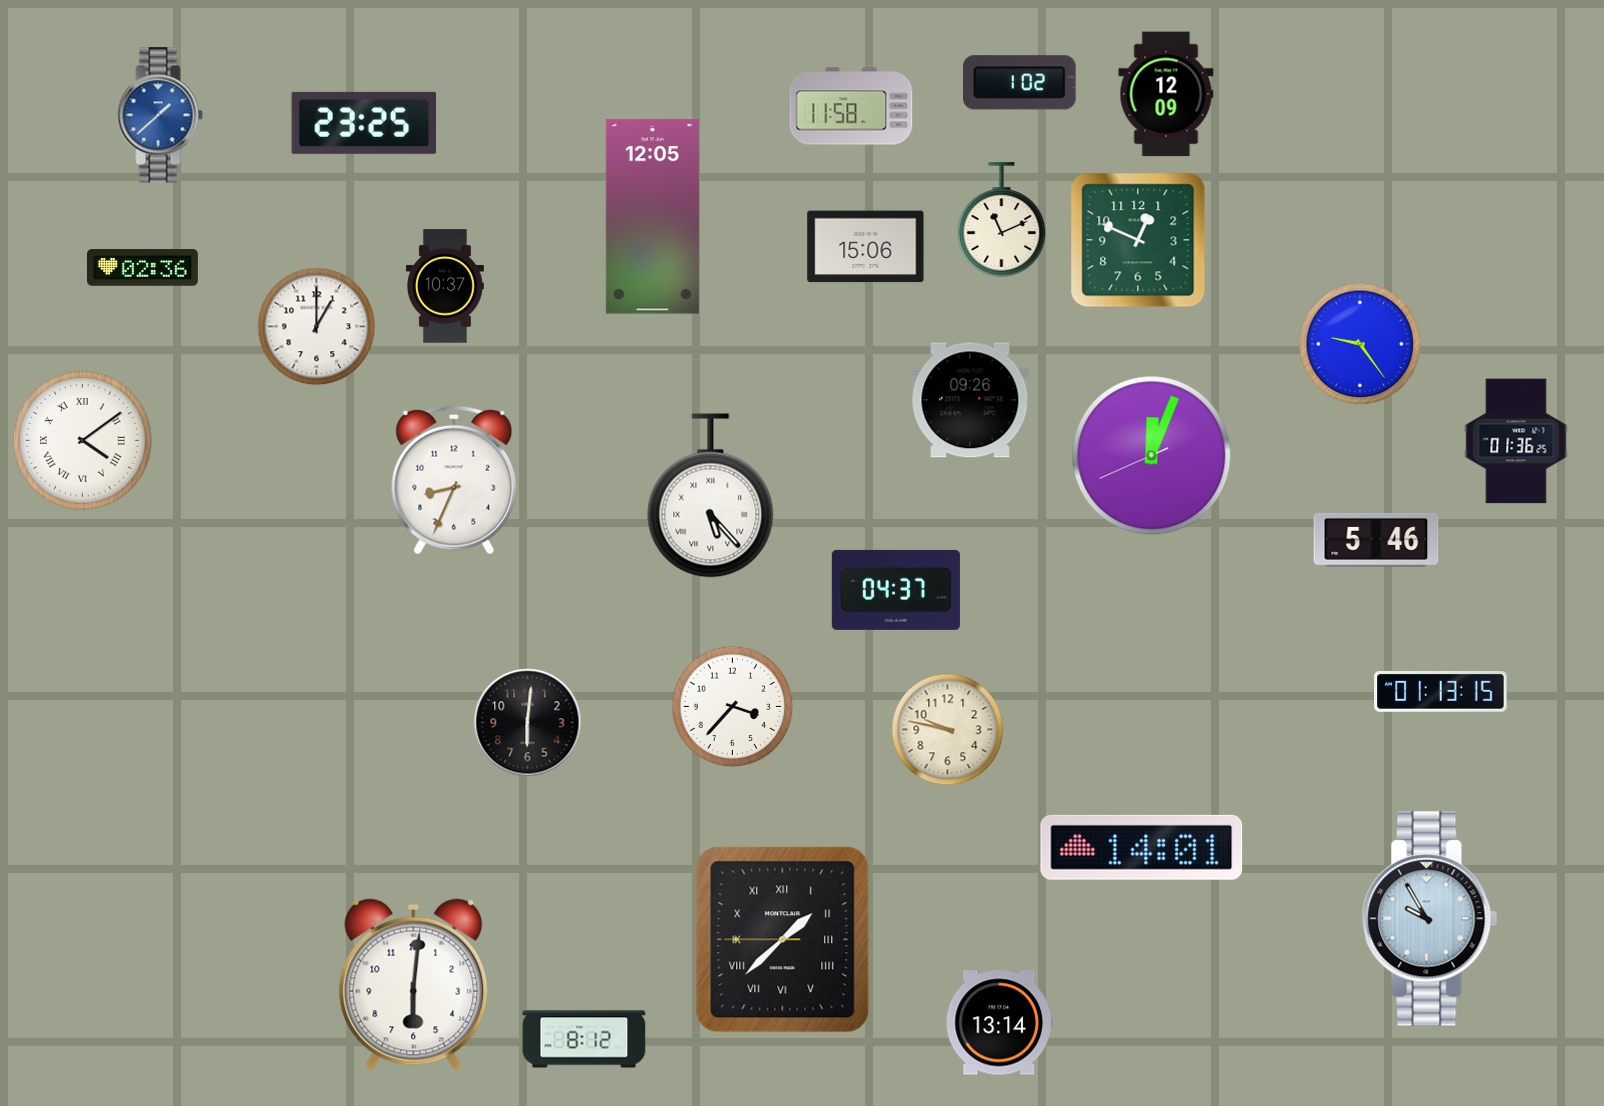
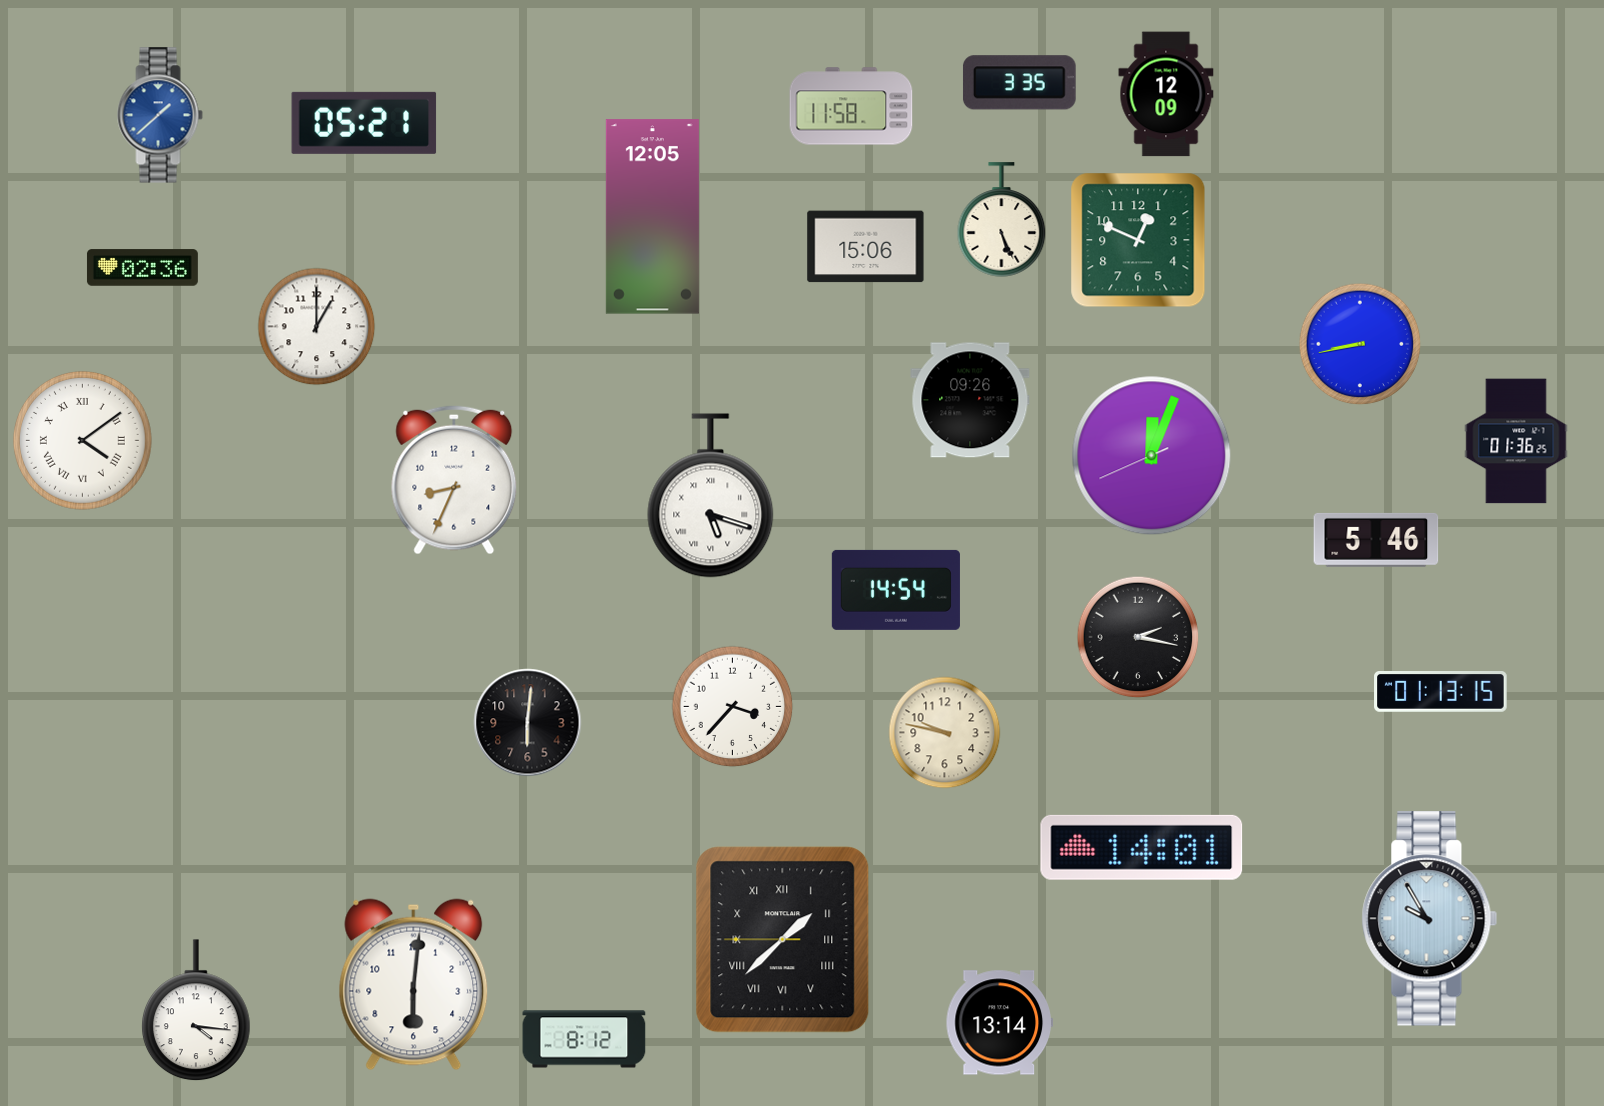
clock at (1019, 83): 1:02 -> 3:35
clock at (364, 123): 23:25 -> 05:21
clock at (1002, 220): 11:11 -> 5:26
clock at (445, 286): 10:37 -> none
clock at (1360, 344): 9:24 -> 8:43
clock at (711, 496): 5:23 -> 5:18
clock at (896, 590): 04:37 -> 14:54
clock at (1138, 637): none -> 2:17
clock at (948, 730) position: (948, 730) -> (945, 733)
clock at (197, 1011): none -> 4:16
